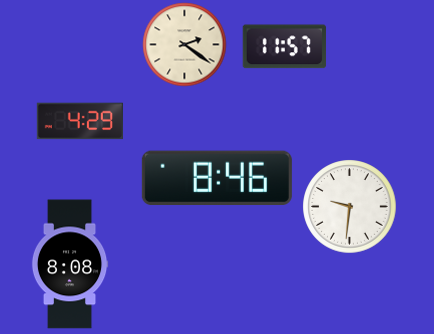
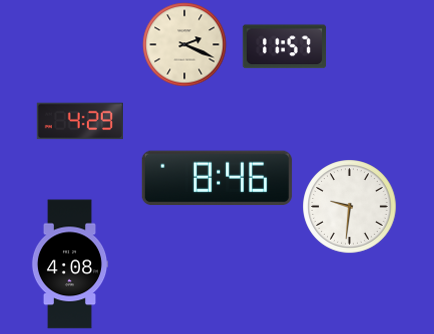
clock at (184, 44): 2:21 -> 2:19
clock at (70, 264): 8:08 -> 4:08
